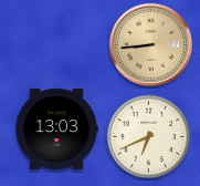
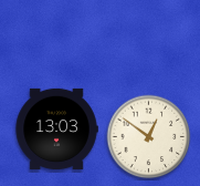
clock at (150, 44): 8:44 -> none
clock at (149, 137): 6:41 -> 12:51
